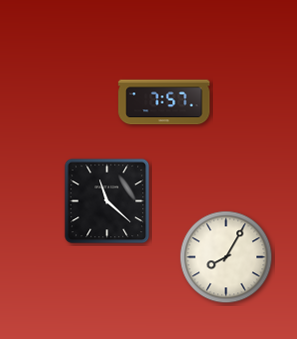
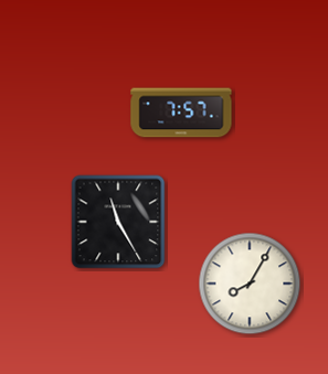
clock at (107, 201): 11:22 -> 11:25
